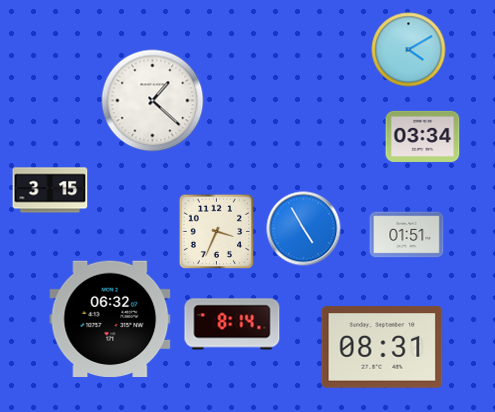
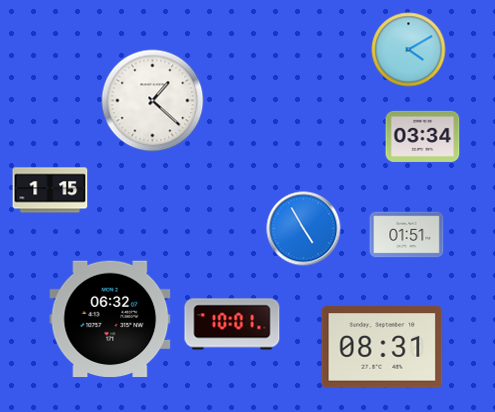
clock at (50, 190): 3:15 -> 1:15
clock at (217, 232): 3:34 -> none
clock at (232, 324): 8:14 -> 10:01
